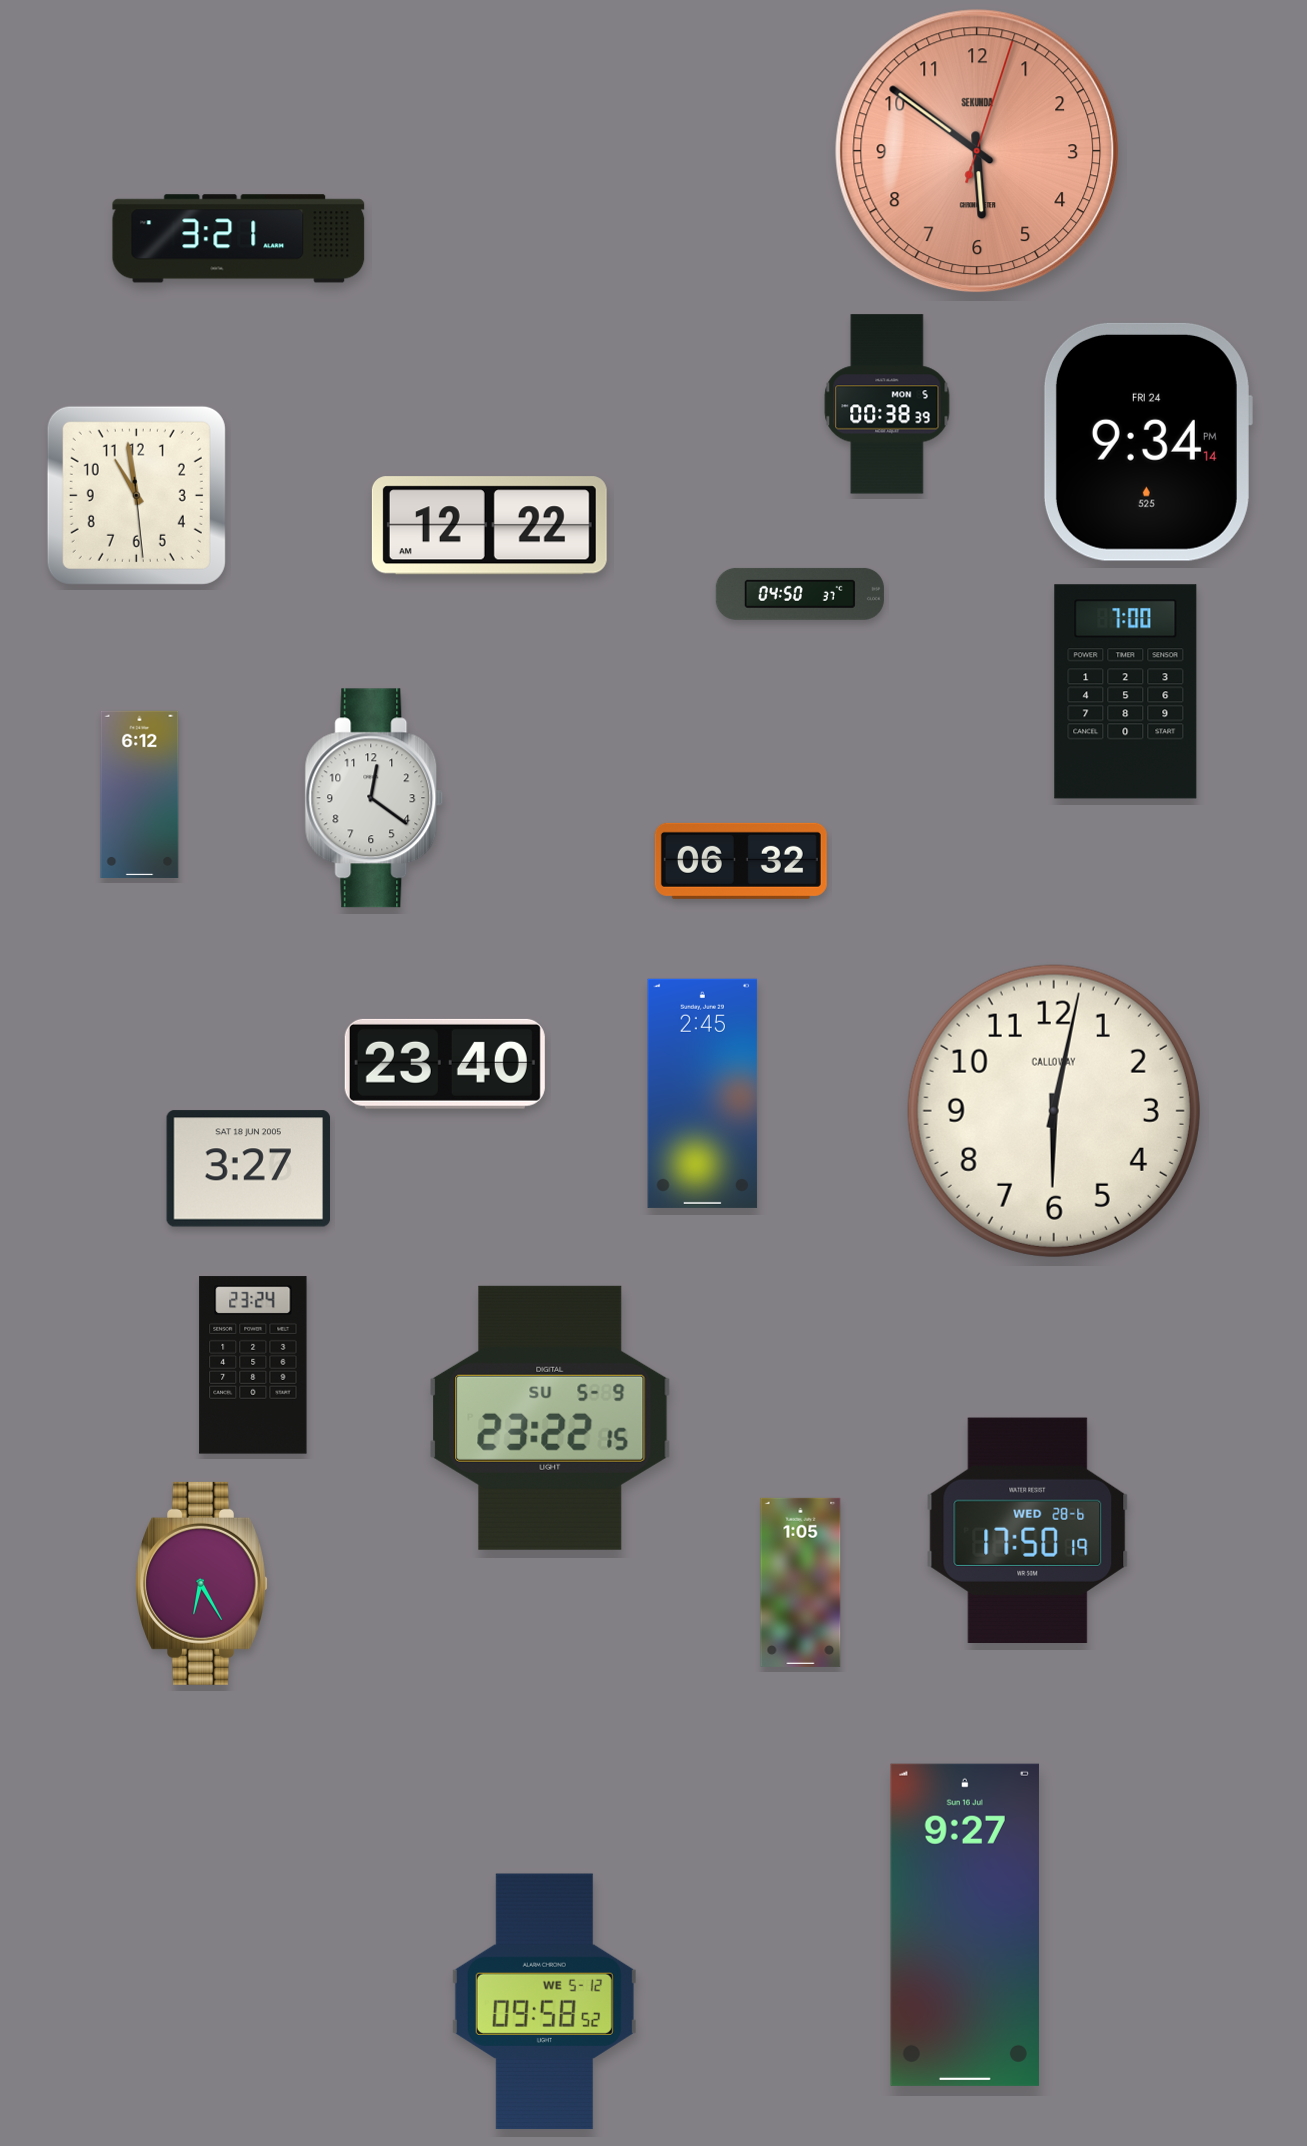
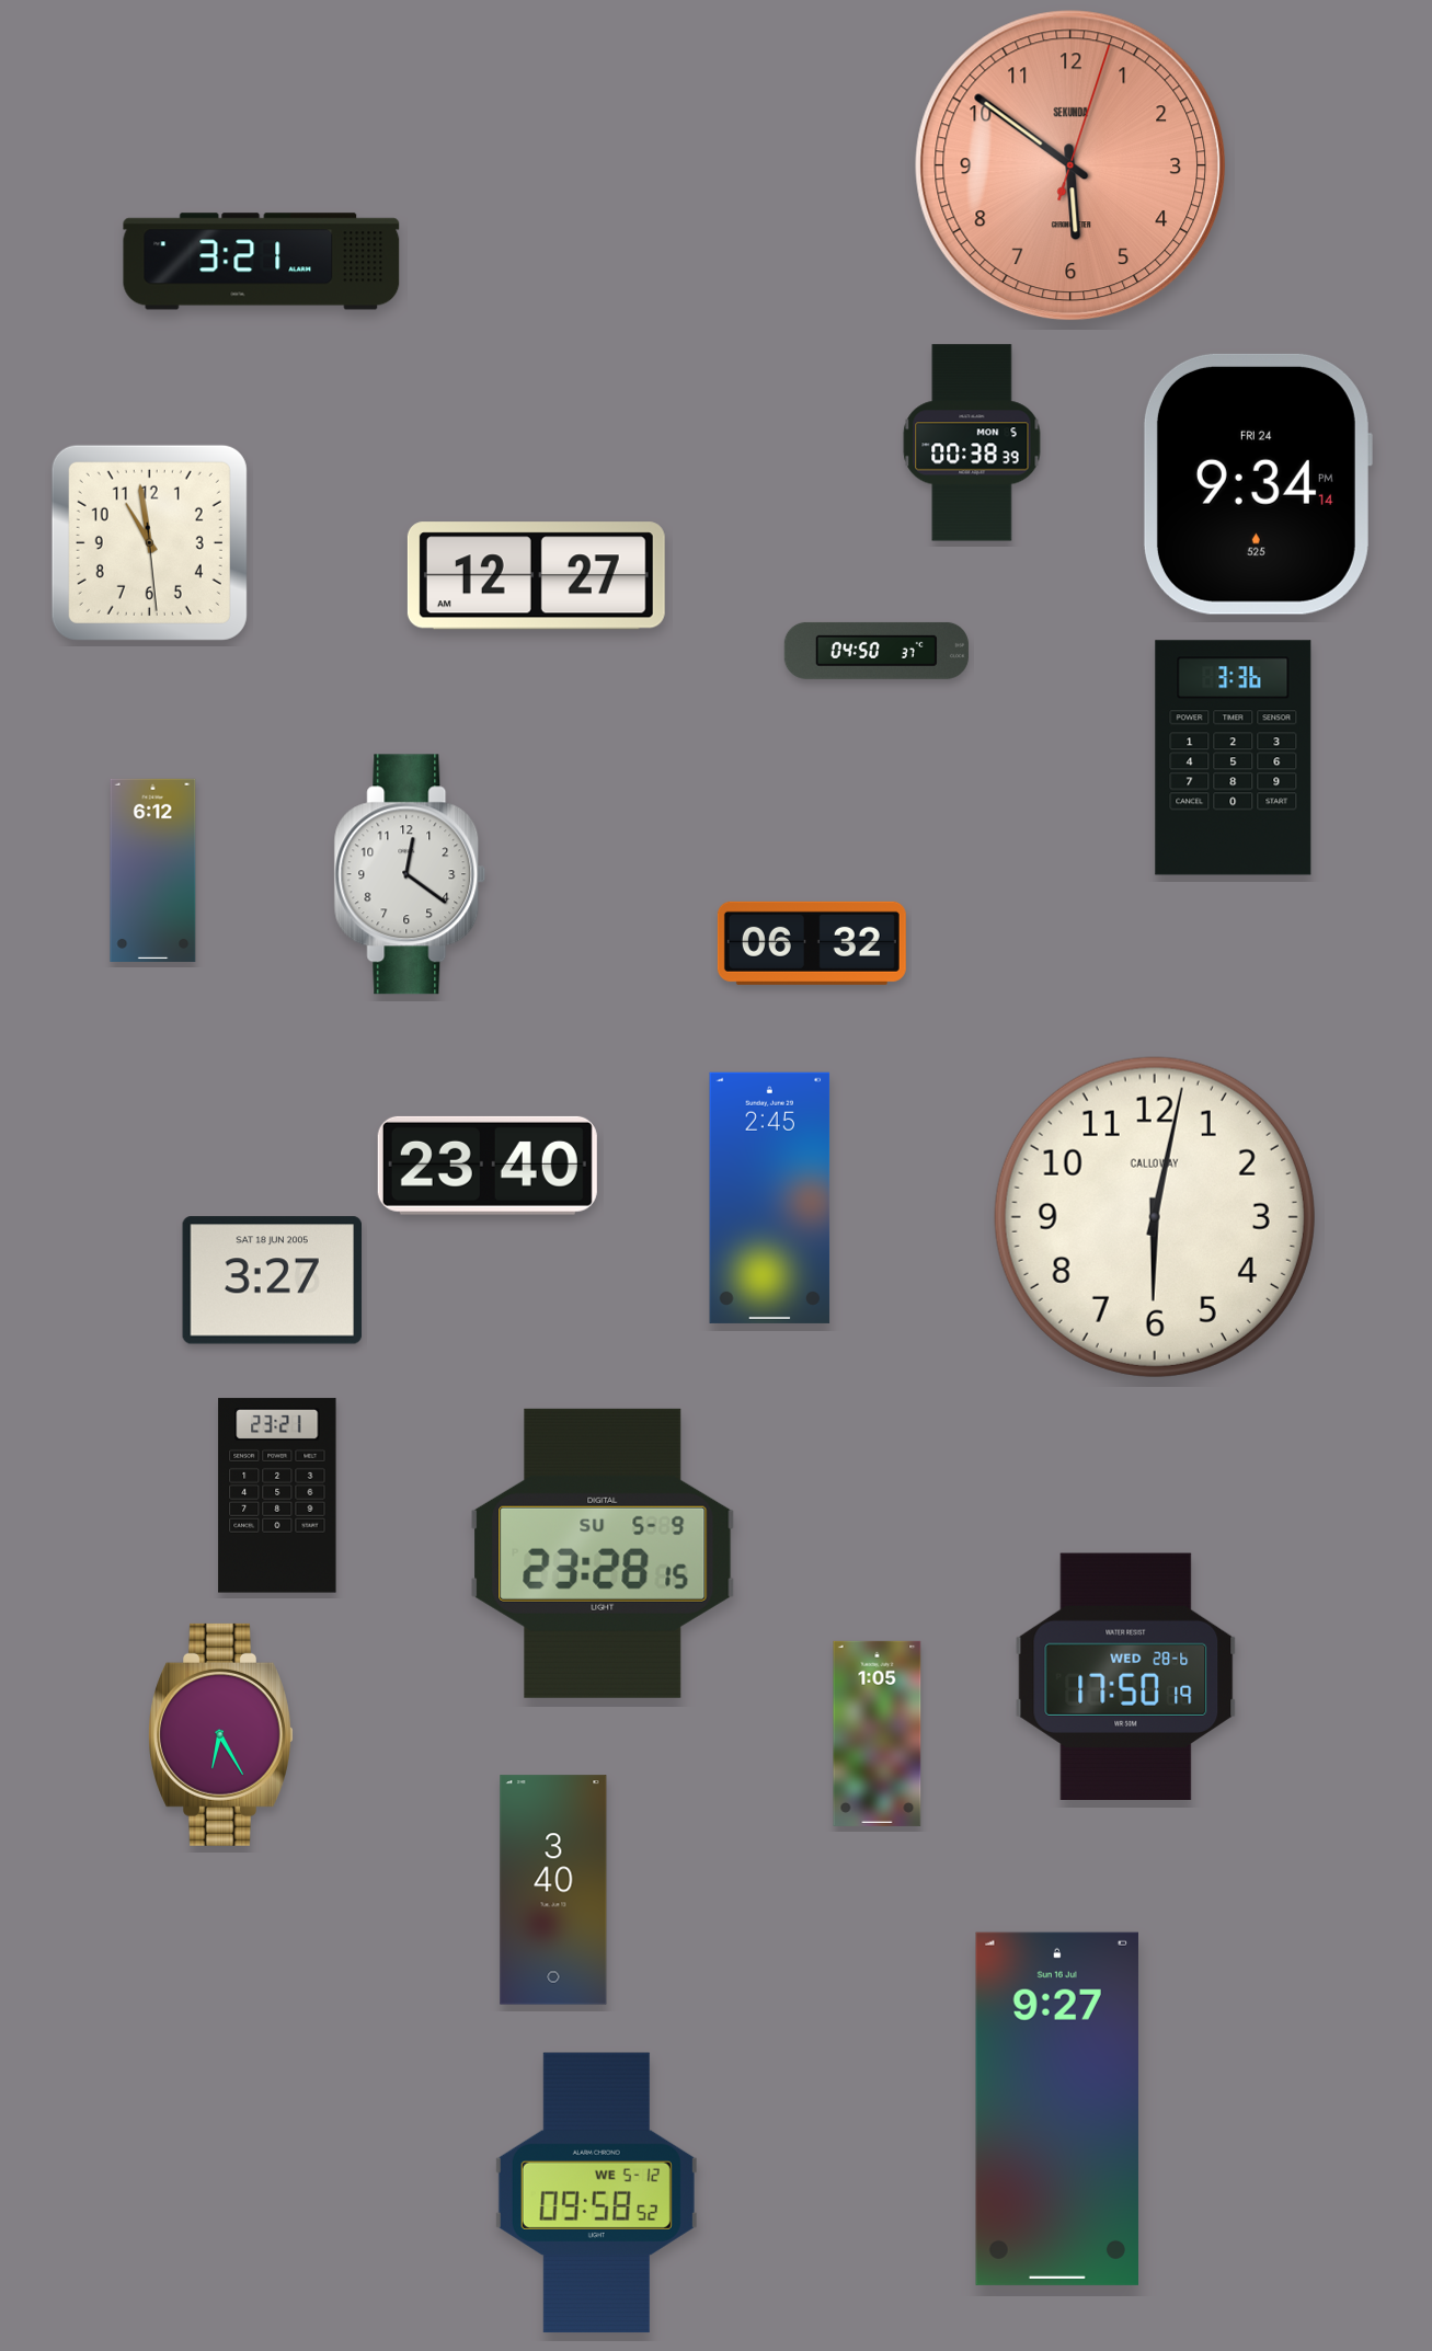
clock at (489, 526): 12:22 -> 12:27
clock at (1126, 692): 7:00 -> 3:36
clock at (253, 1365): 23:24 -> 23:21
clock at (550, 1418): 23:22 -> 23:28
clock at (553, 1890): none -> 3:40
